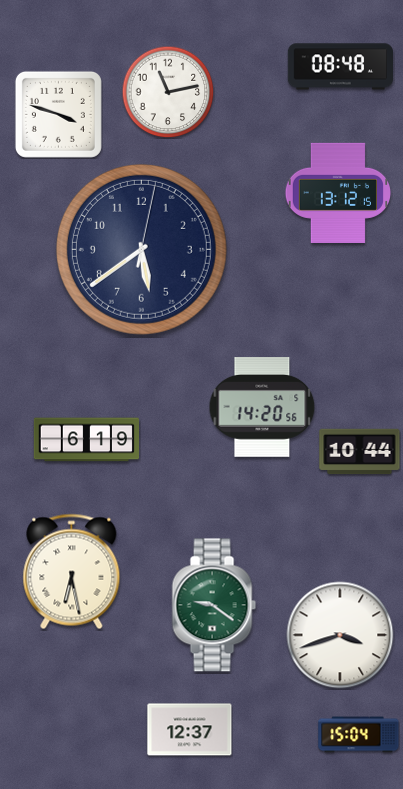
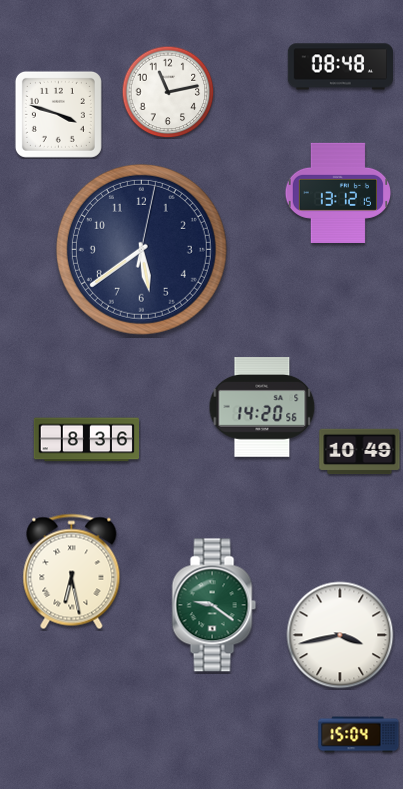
clock at (86, 440): 6:19 -> 8:36
clock at (360, 452): 10:44 -> 10:49
clock at (340, 635): 3:42 -> 3:43
clock at (190, 730): 12:37 -> none
